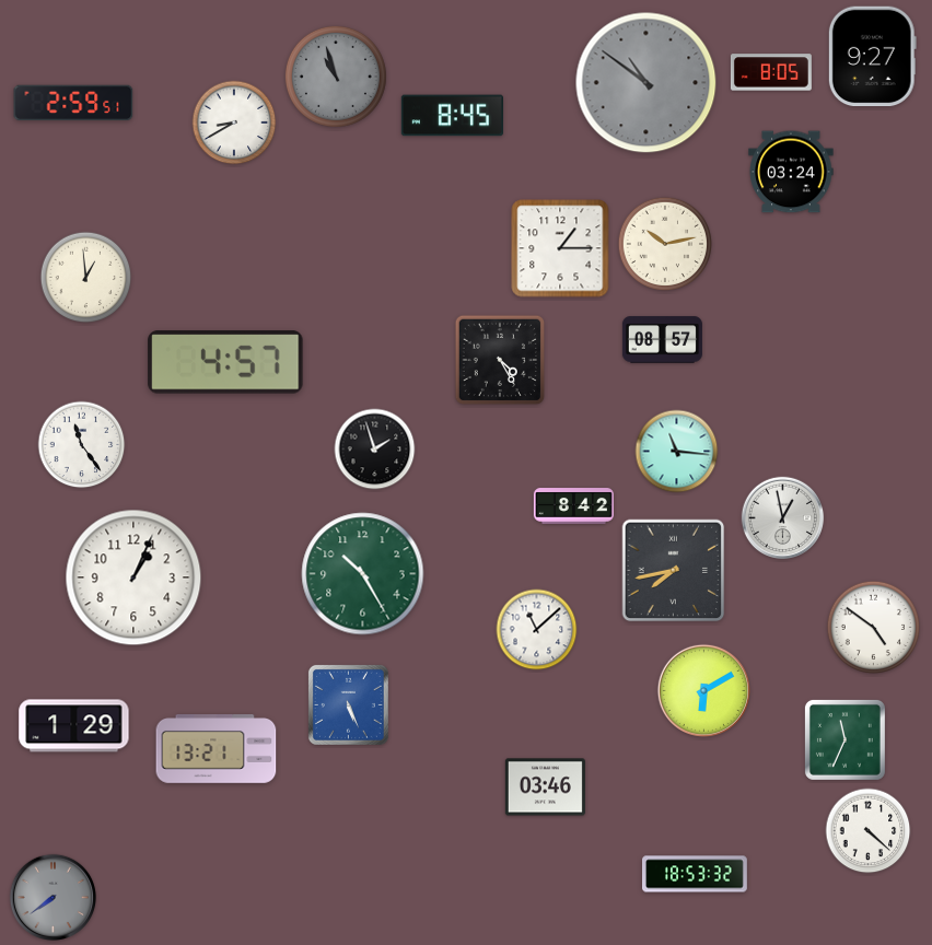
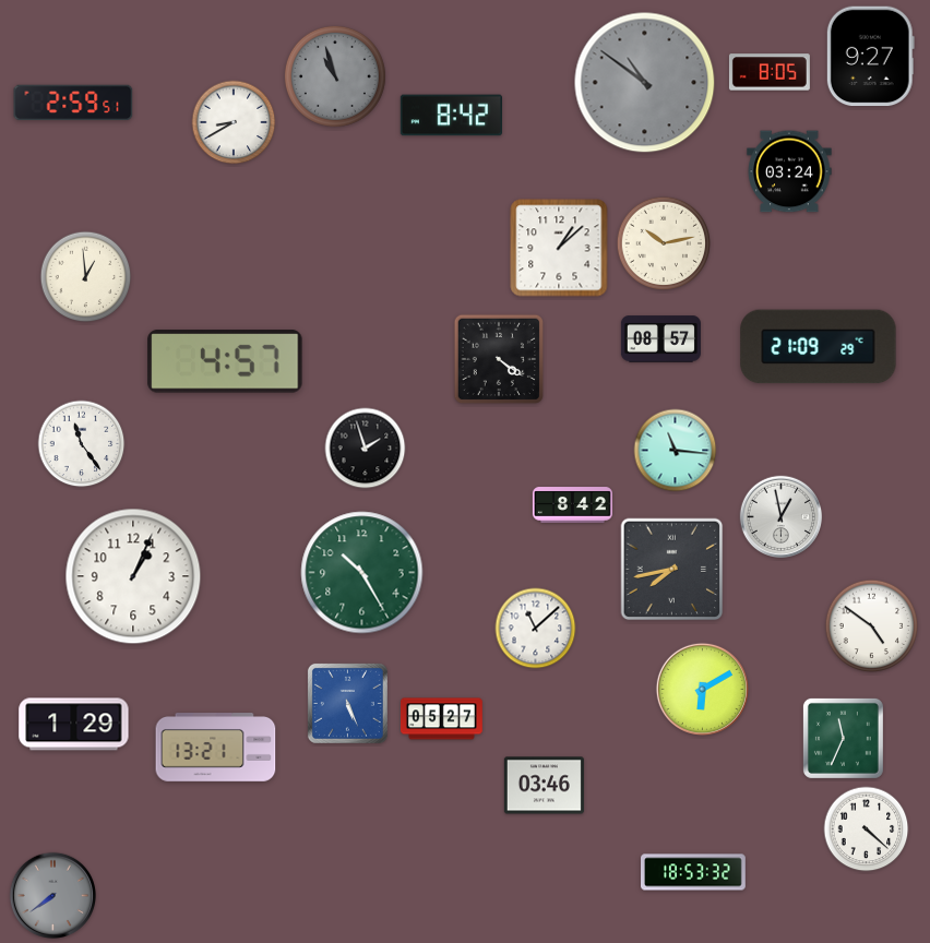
clock at (452, 116): 8:45 -> 8:42
clock at (560, 248): 1:15 -> 1:08
clock at (819, 347): none -> 21:09
clock at (500, 360): 4:25 -> 4:21
clock at (375, 450) position: (375, 450) -> (366, 449)
clock at (442, 719): none -> 05:27
